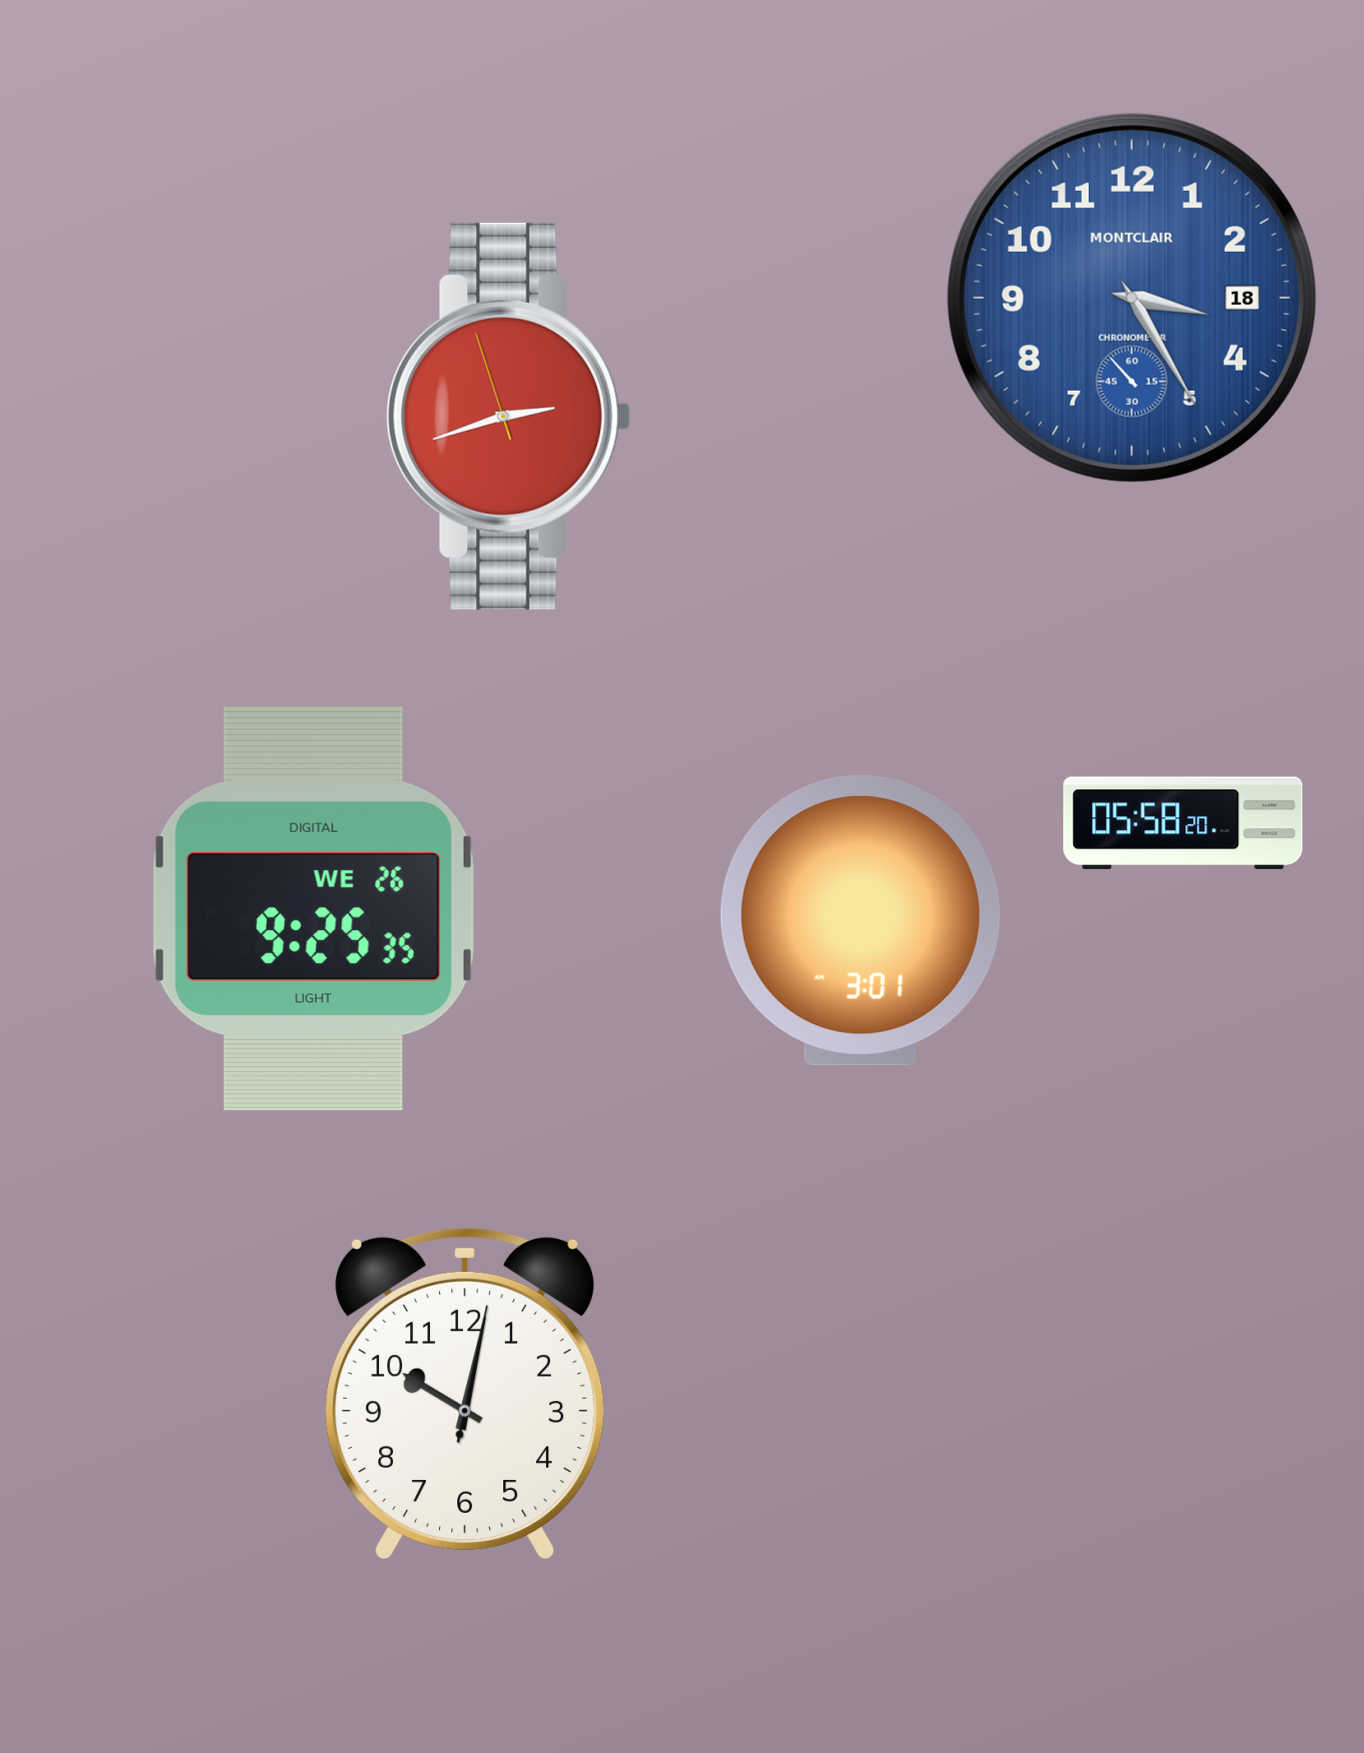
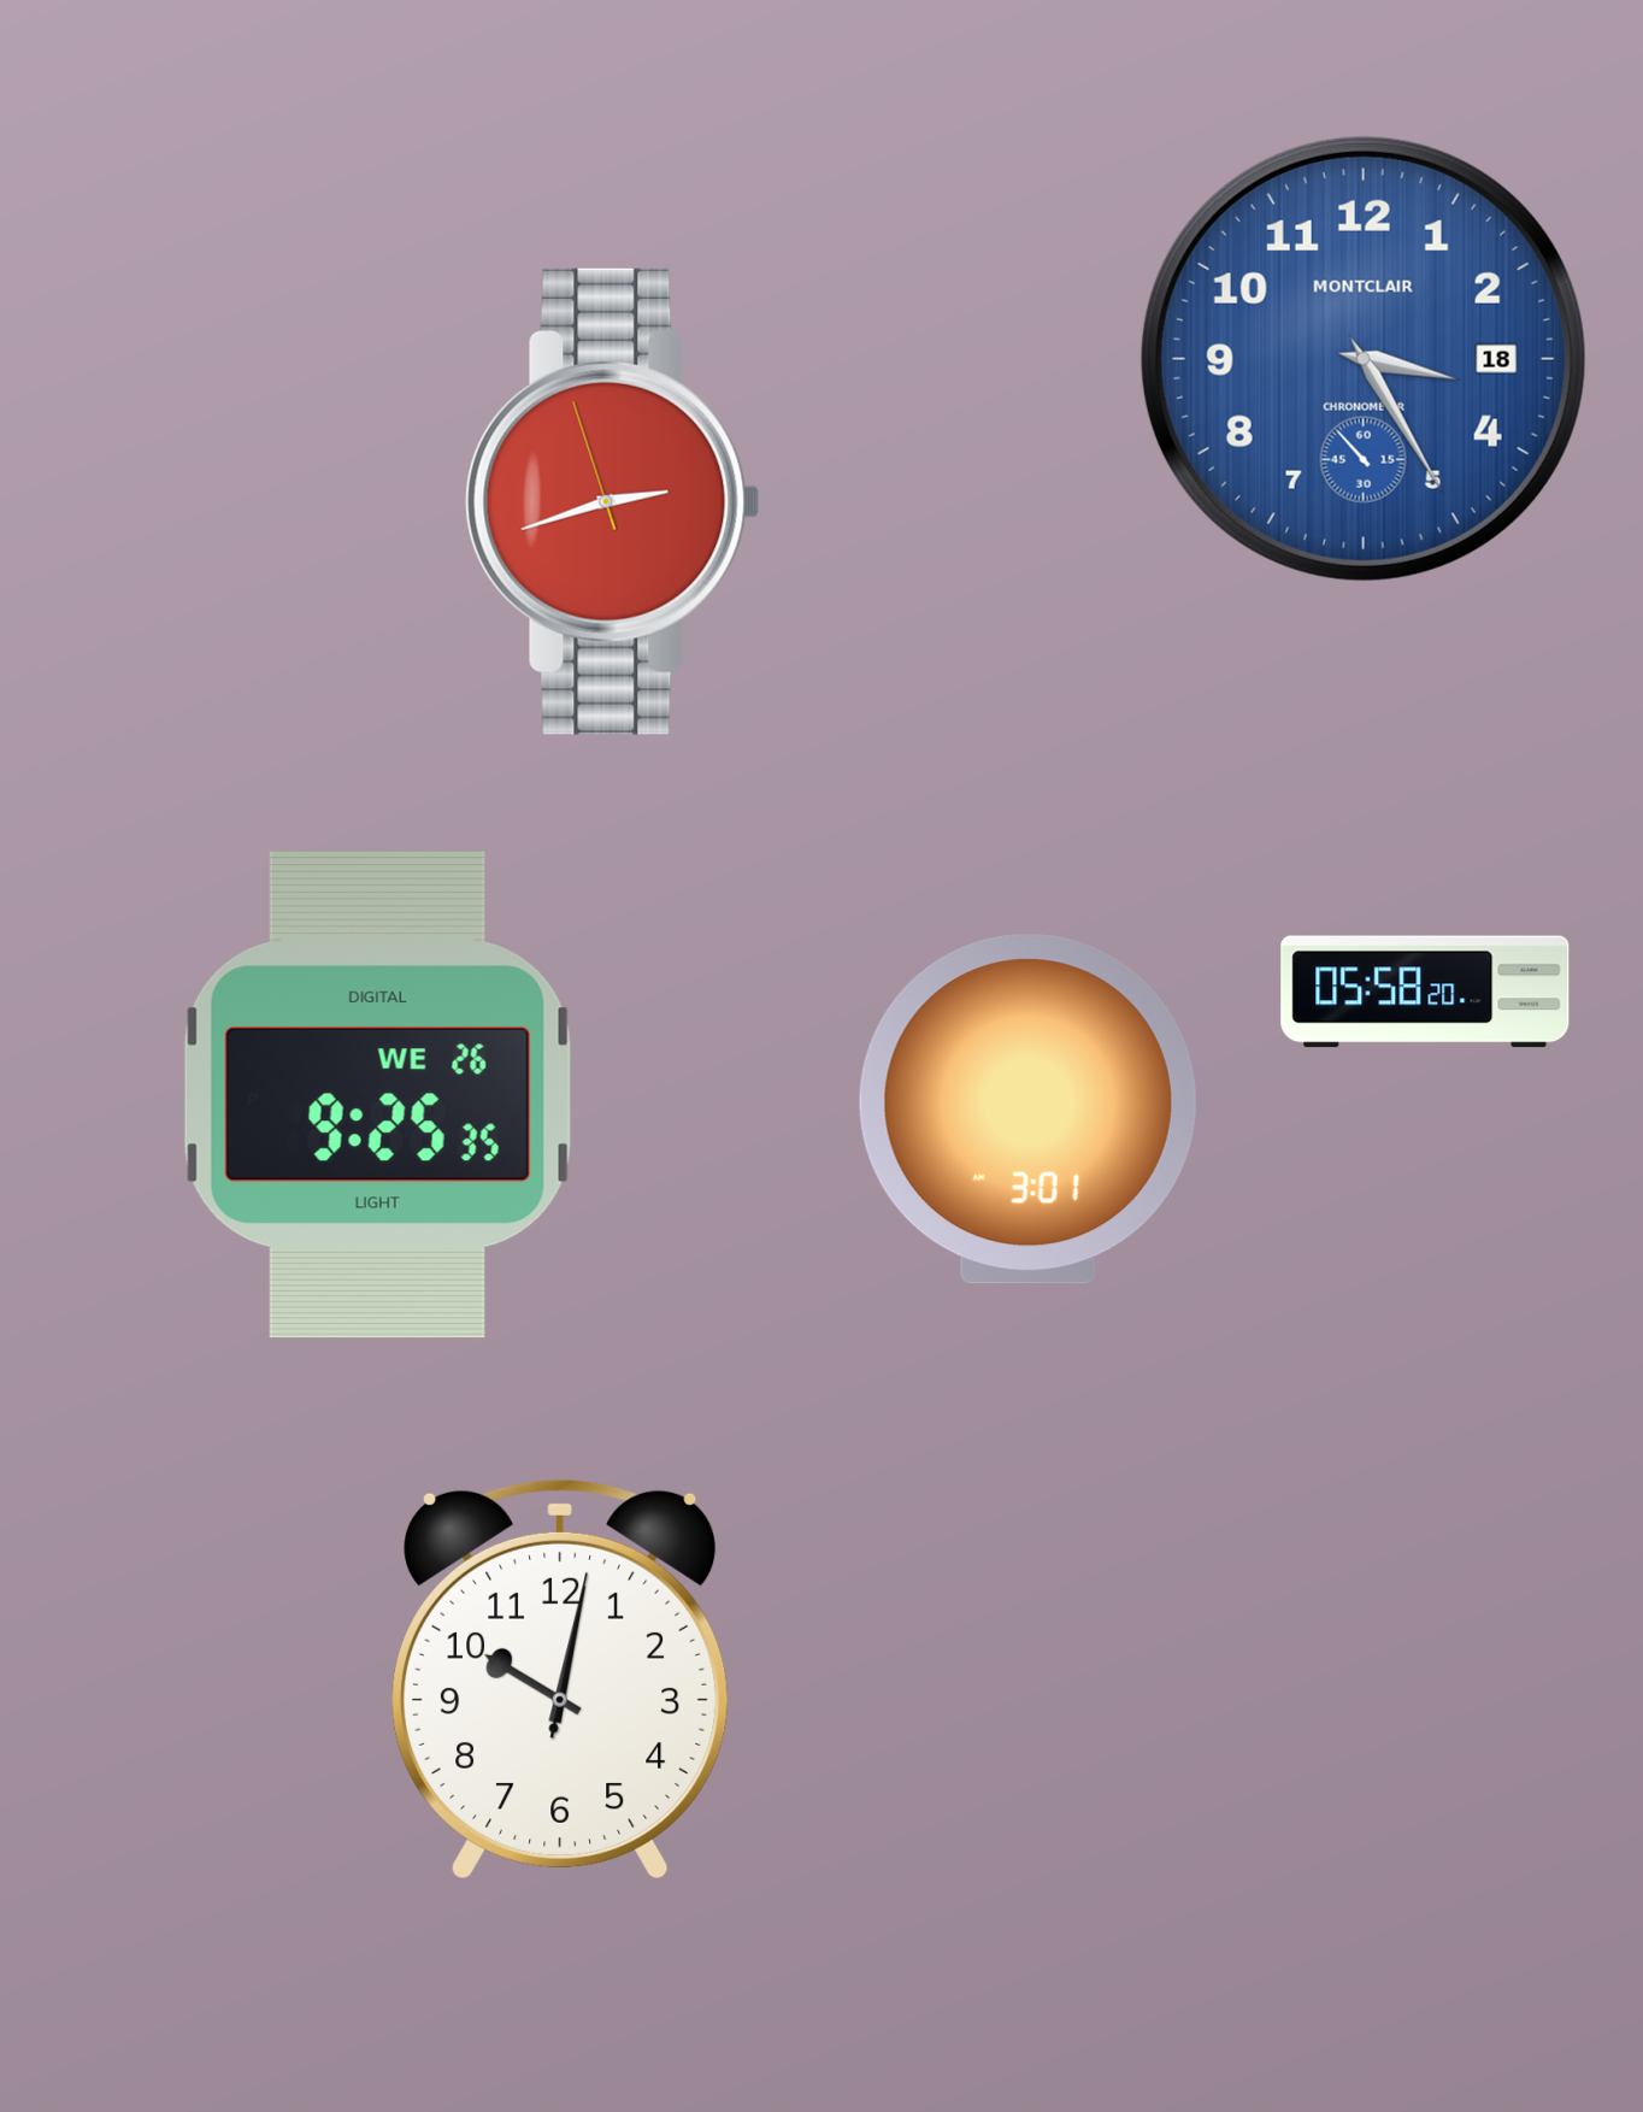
clock at (860, 921) position: (860, 921) -> (1027, 1110)
